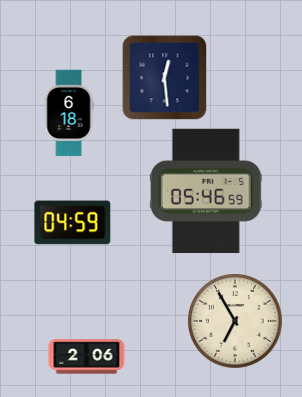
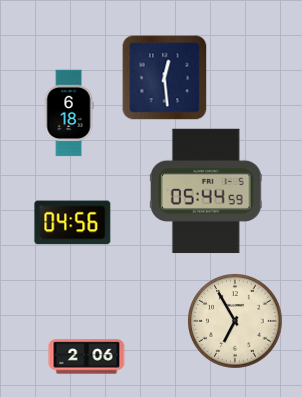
clock at (206, 191): 05:46 -> 05:44
clock at (73, 223): 04:59 -> 04:56
